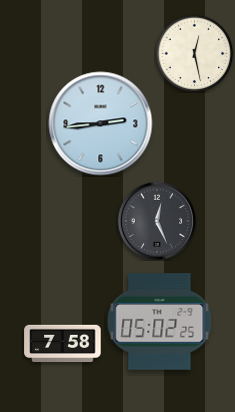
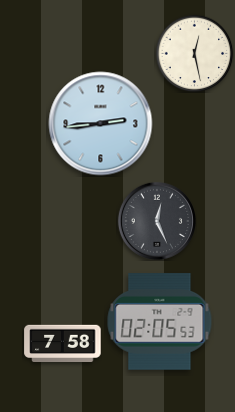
clock at (160, 322): 05:02 -> 02:05
